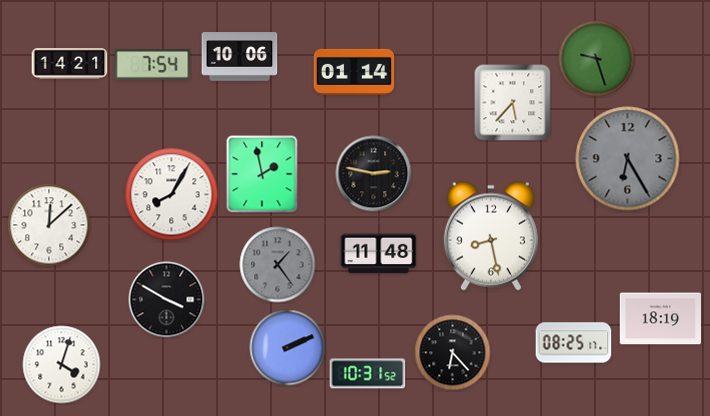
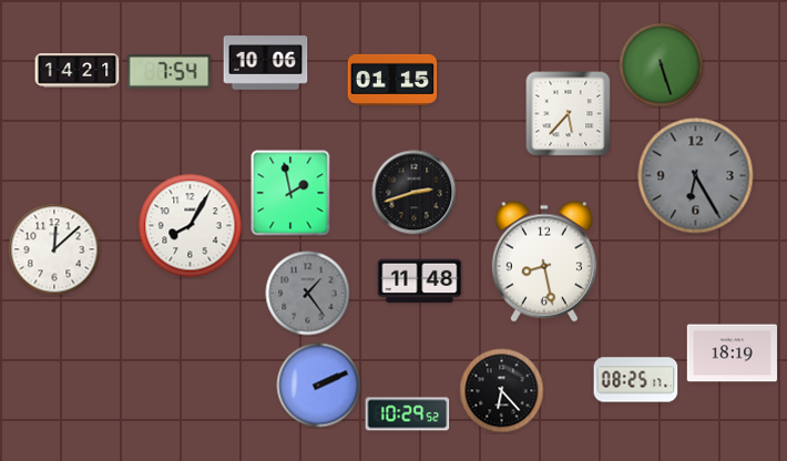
clock at (597, 59): 9:27 -> 5:27
clock at (354, 72): 01:14 -> 01:15
clock at (374, 174): 2:47 -> 2:42
clock at (172, 195) position: (172, 195) -> (191, 226)
clock at (167, 300): 3:50 -> none
clock at (62, 365): 4:03 -> none
clock at (368, 374): 10:31 -> 10:29
